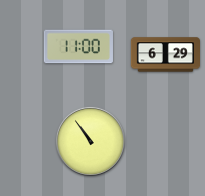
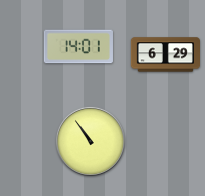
clock at (78, 47): 11:00 -> 14:01
